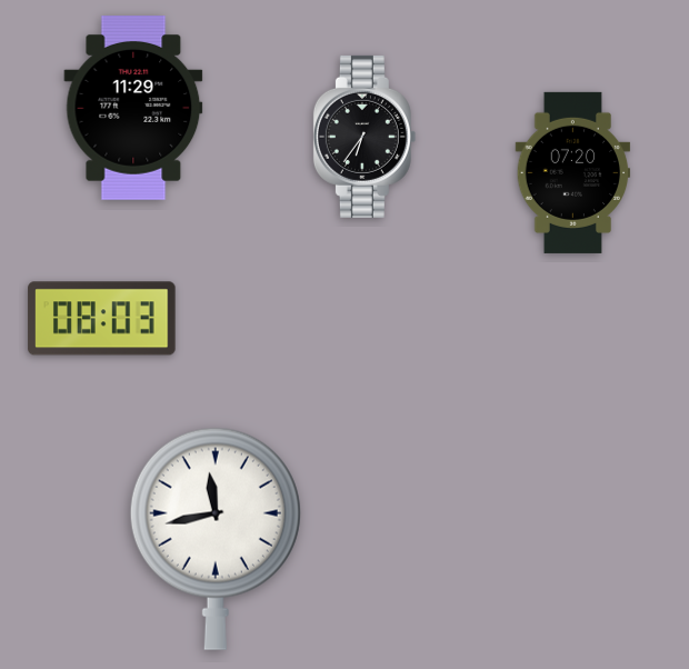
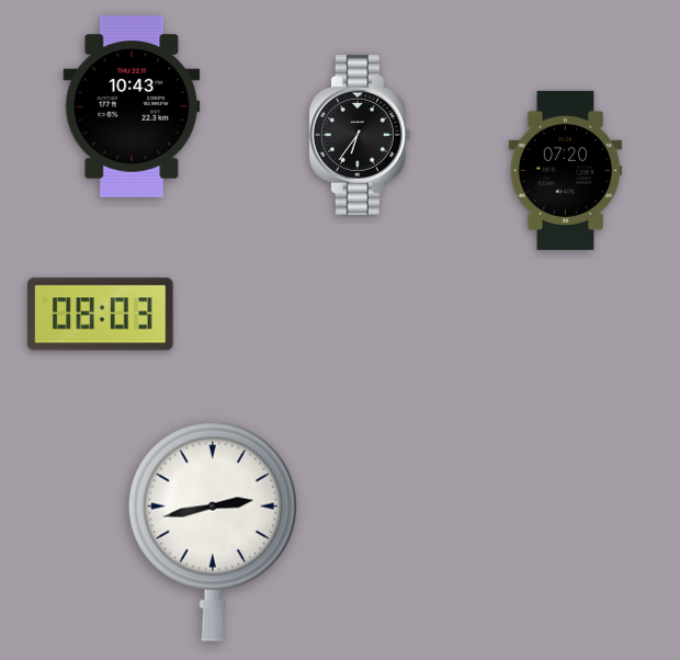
clock at (133, 109): 11:29 -> 10:43
clock at (216, 539): 11:43 -> 2:43
